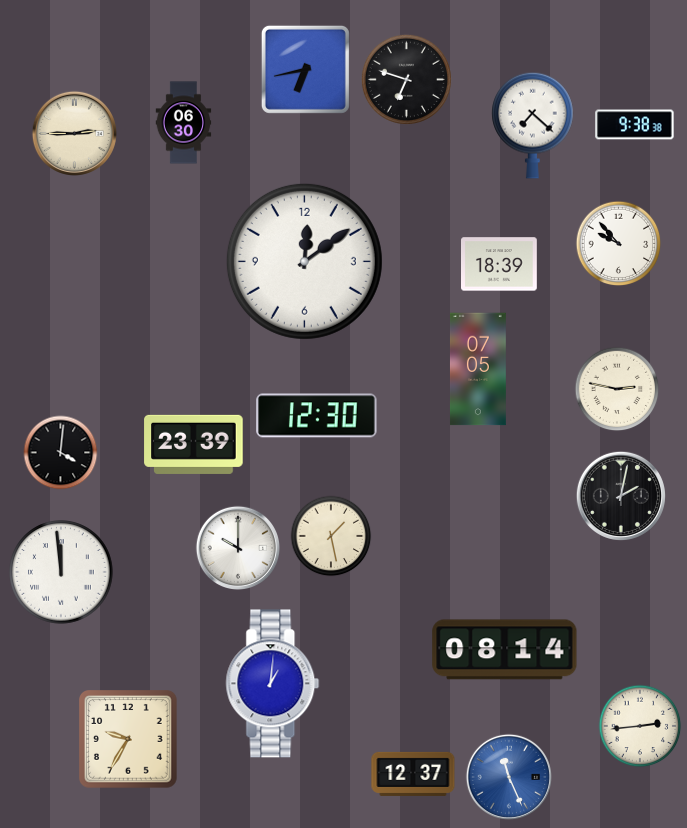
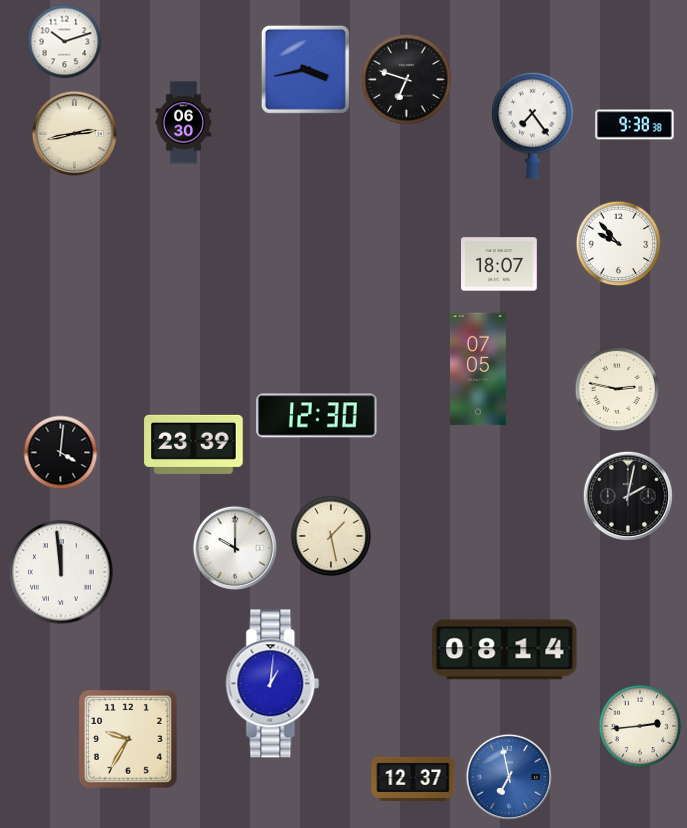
clock at (65, 42): none -> 10:12
clock at (305, 69): 6:43 -> 3:43
clock at (533, 125): 7:22 -> 7:24
clock at (74, 133): 2:45 -> 2:43
clock at (304, 261): 12:09 -> none
clock at (500, 264): 18:39 -> 18:07
clock at (621, 496) position: (621, 496) -> (628, 496)
clock at (237, 547) position: (237, 547) -> (234, 547)
clock at (413, 774) position: (413, 774) -> (413, 779)
clock at (509, 777): 11:26 -> 6:58
